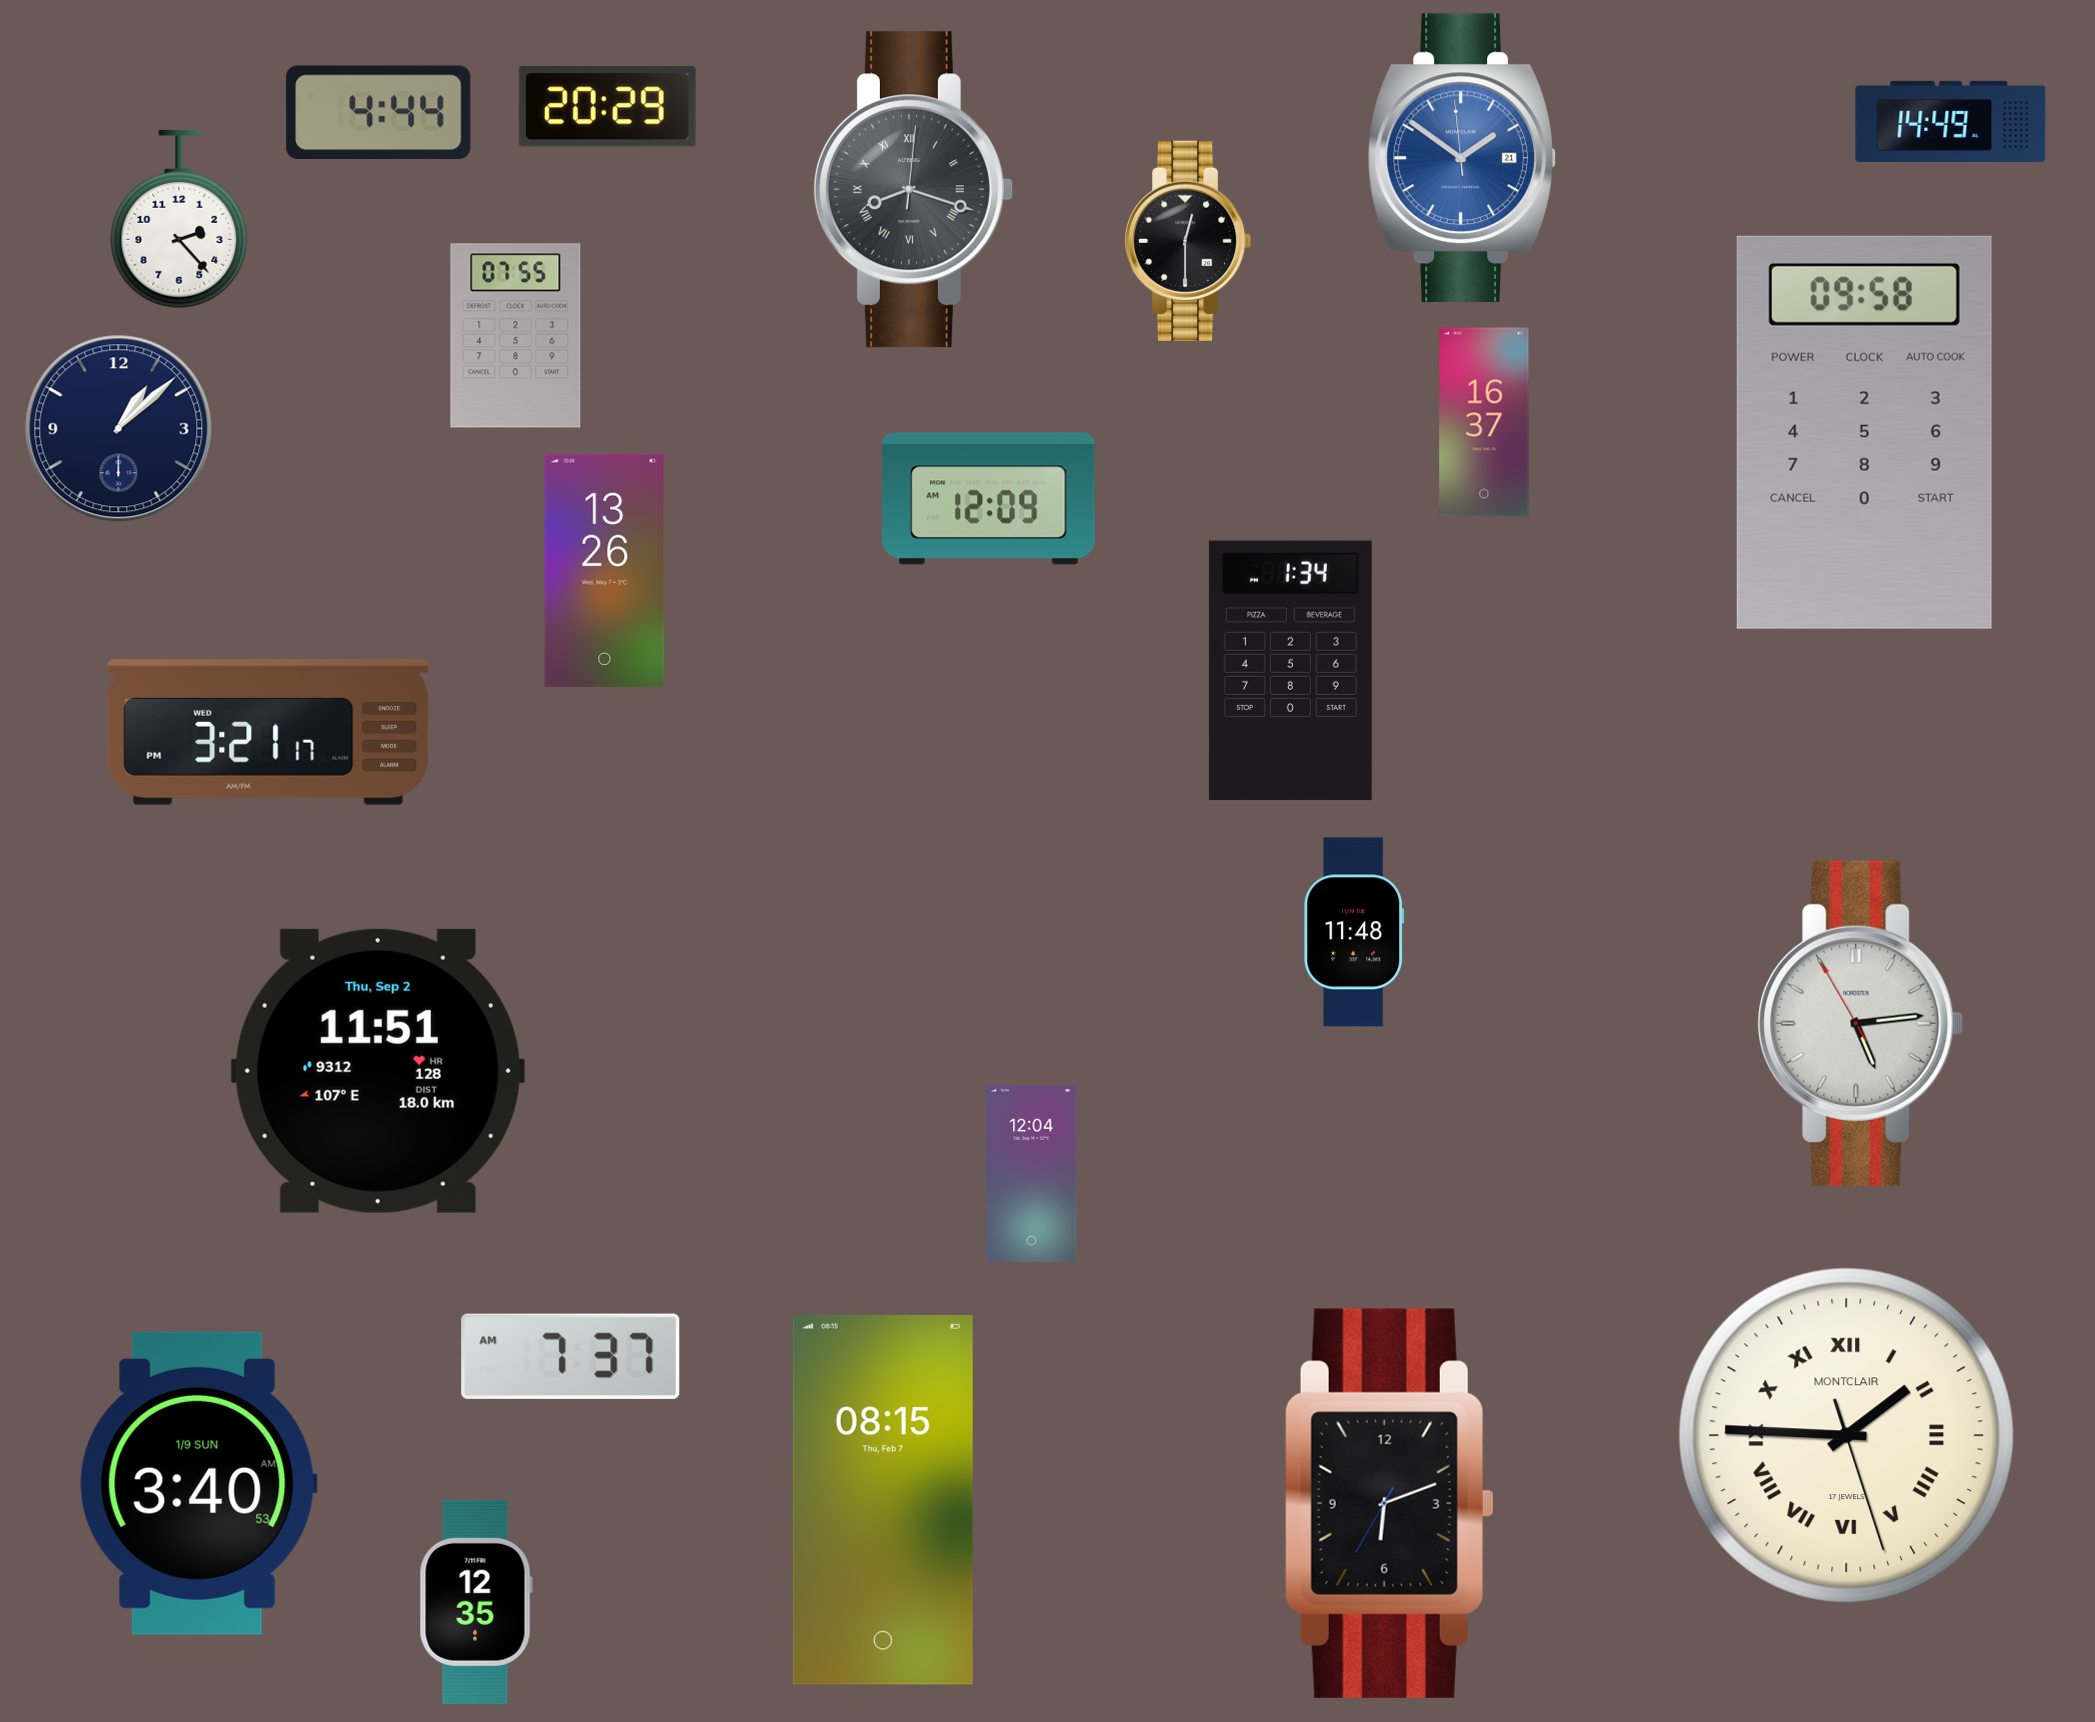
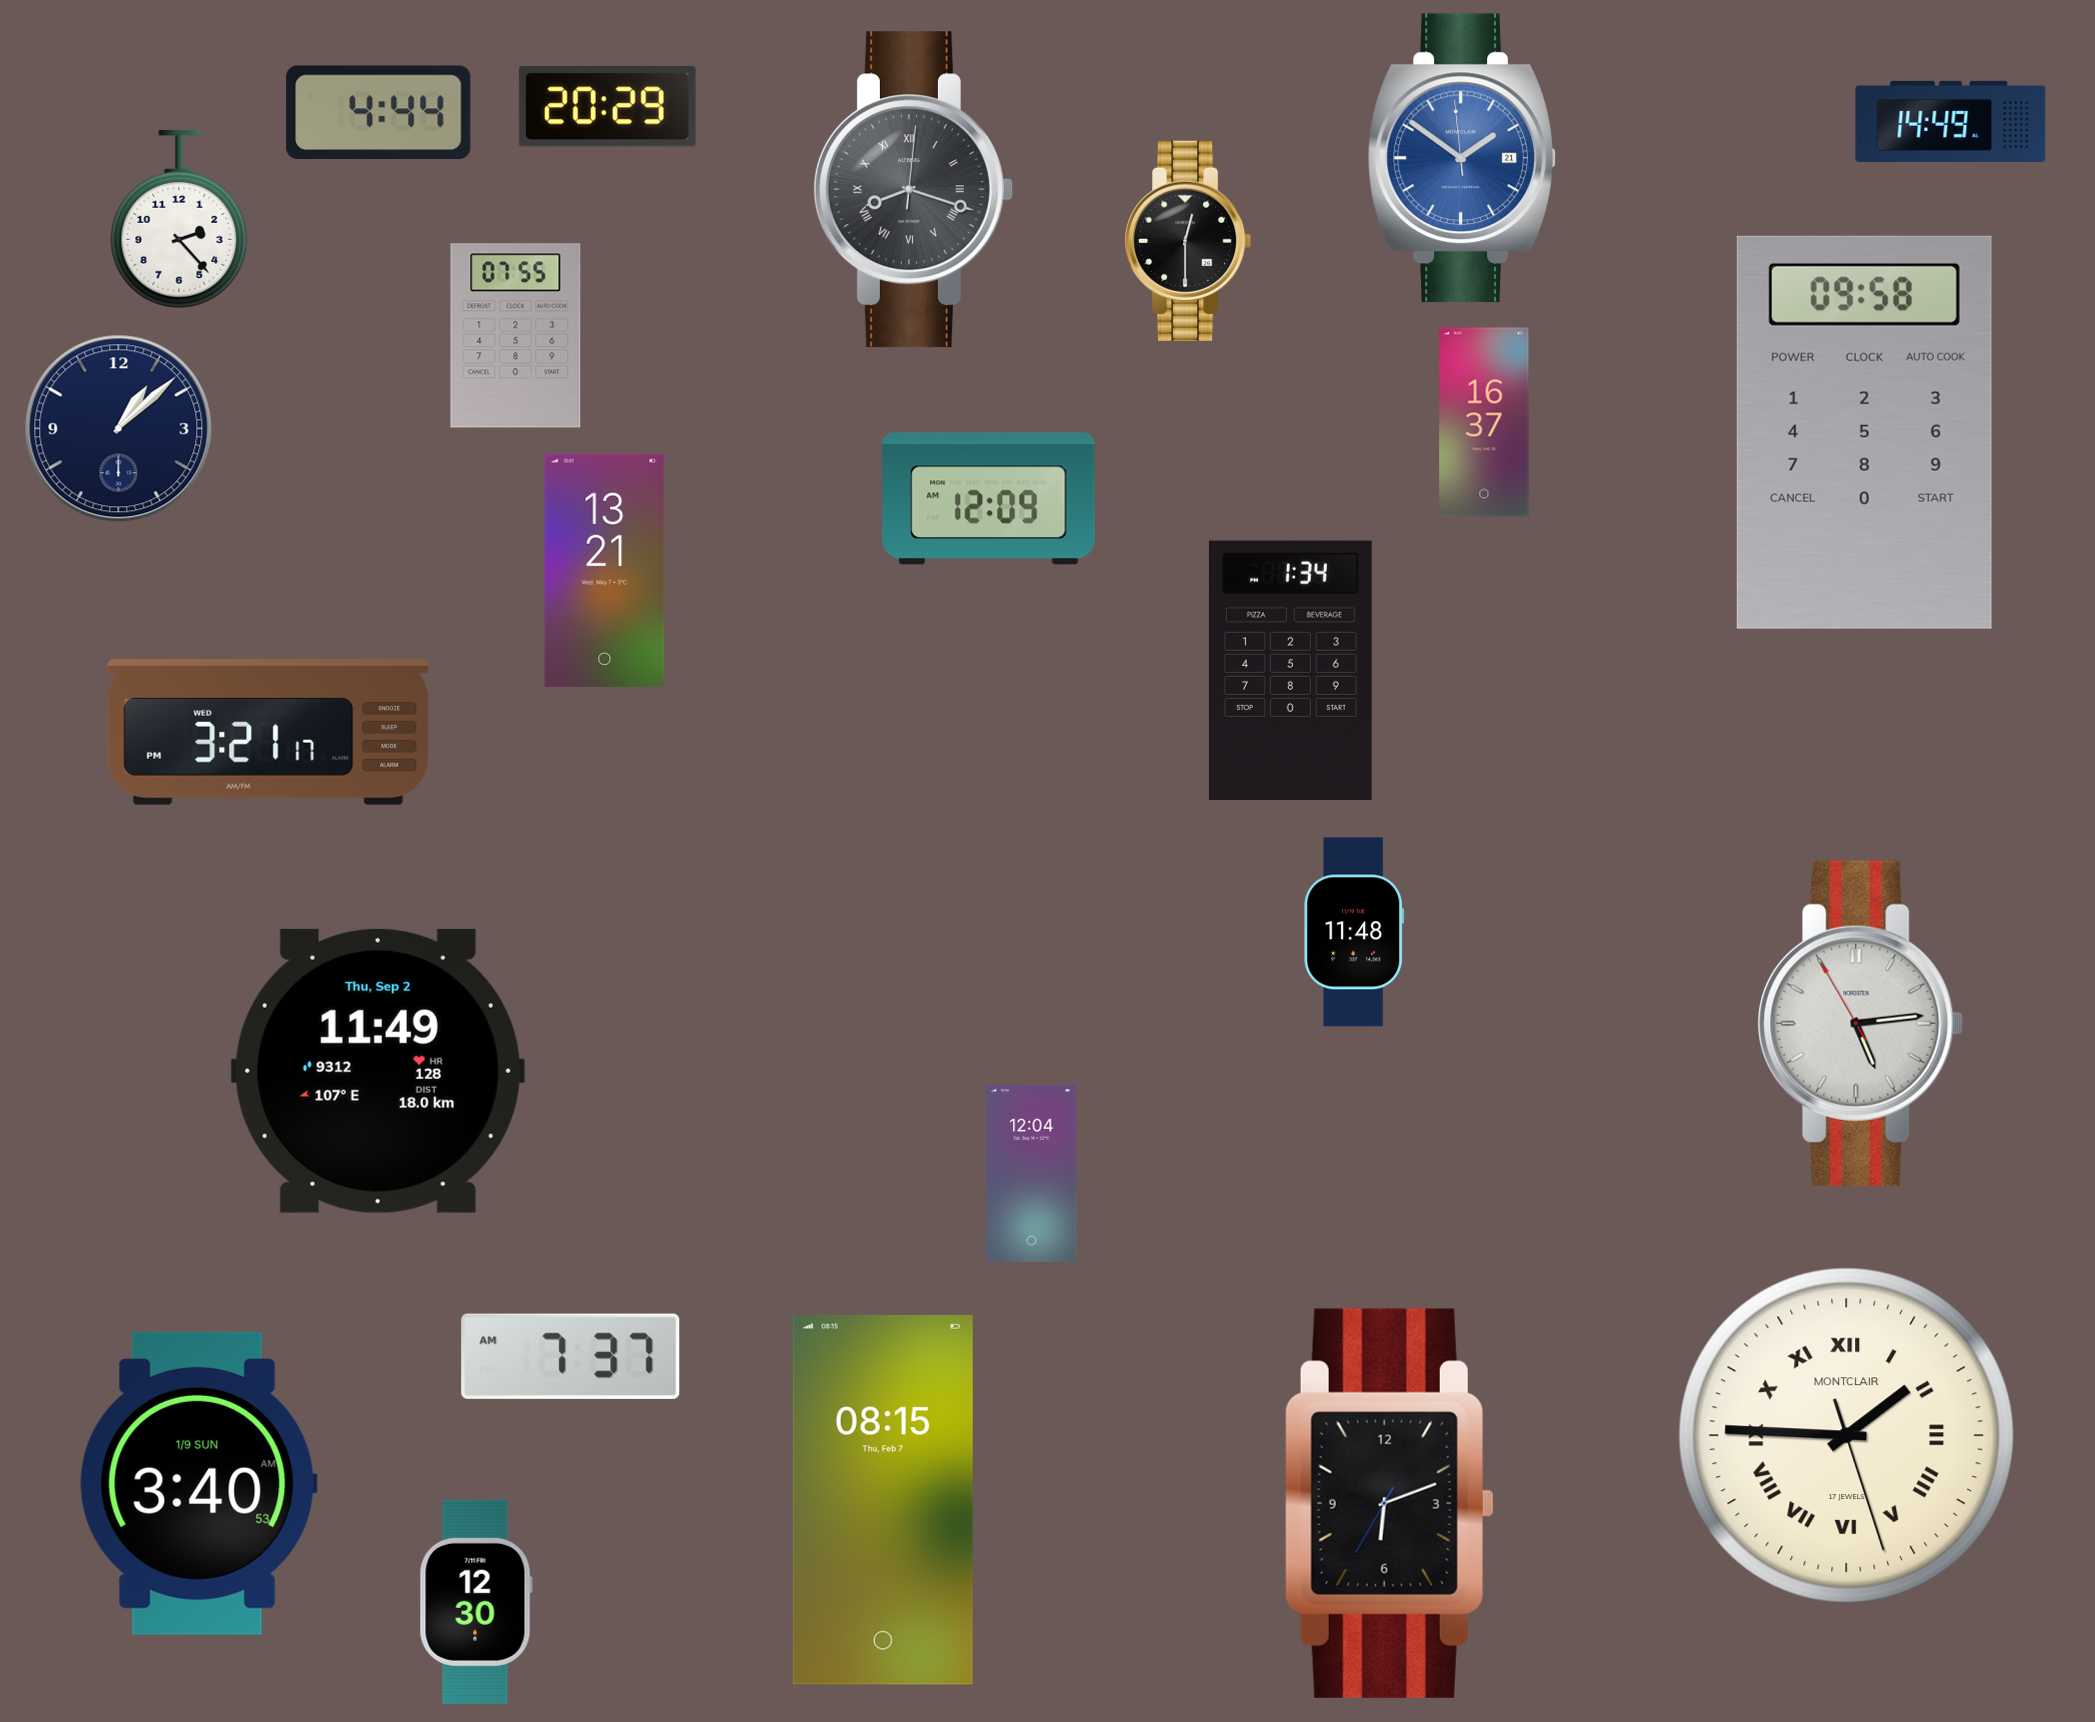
clock at (605, 570): 13:26 -> 13:21
clock at (378, 1071): 11:51 -> 11:49
clock at (476, 1602): 12:35 -> 12:30
